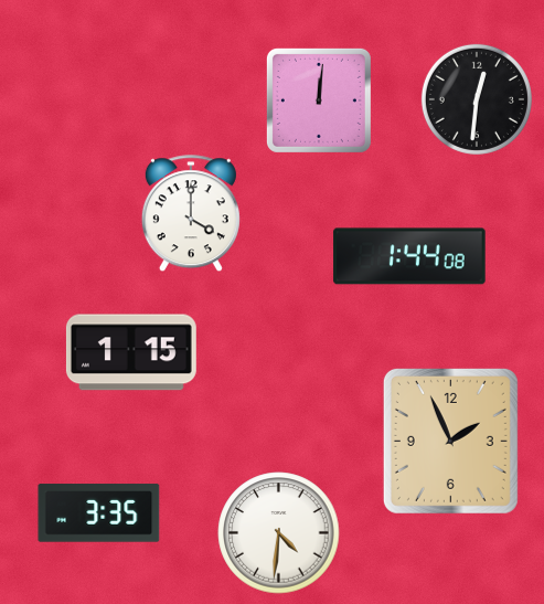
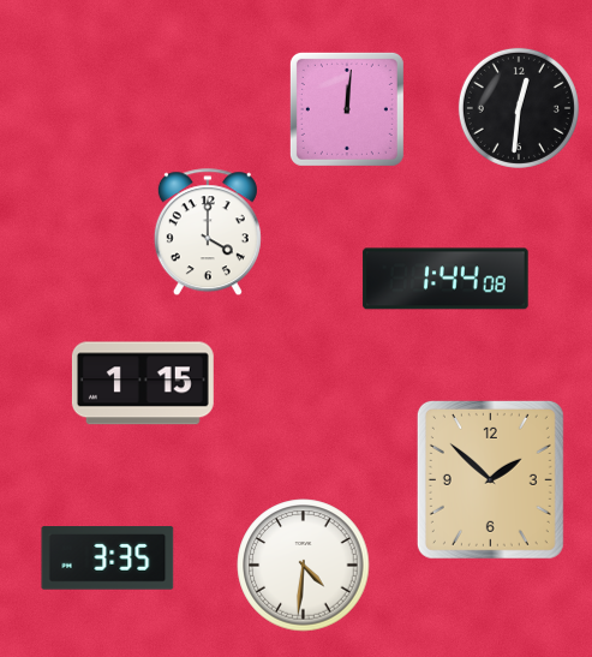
clock at (450, 441): 1:56 -> 1:52
clock at (279, 533) position: (279, 533) -> (304, 566)
